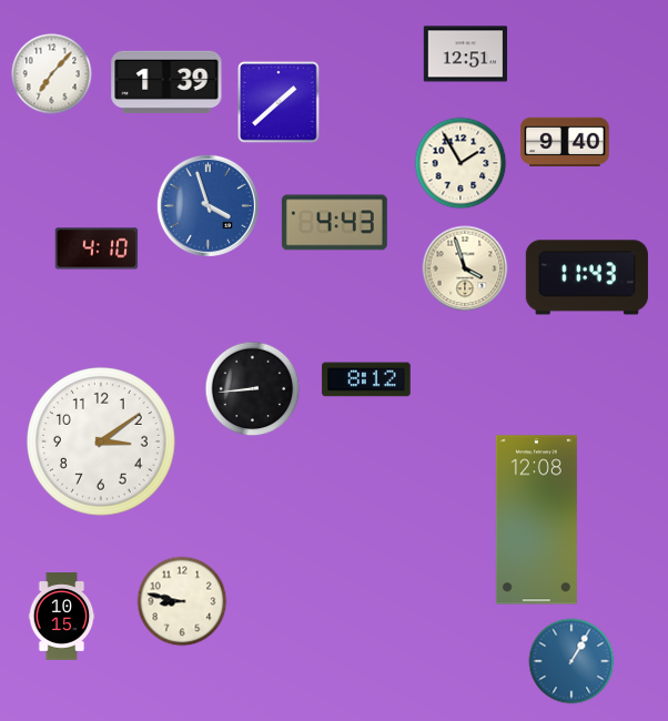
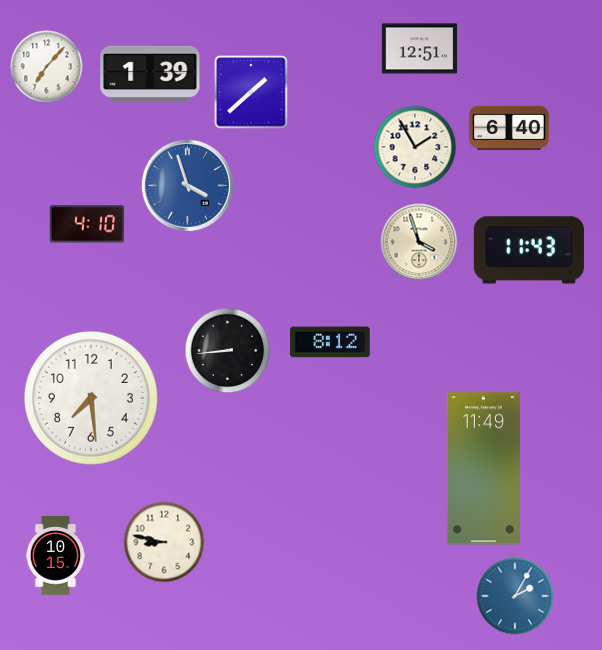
clock at (565, 142): 9:40 -> 6:40
clock at (334, 223): 4:43 -> none
clock at (102, 443): 3:09 -> 7:29
clock at (536, 520): 12:08 -> 11:49
clock at (571, 661): 1:05 -> 2:05
